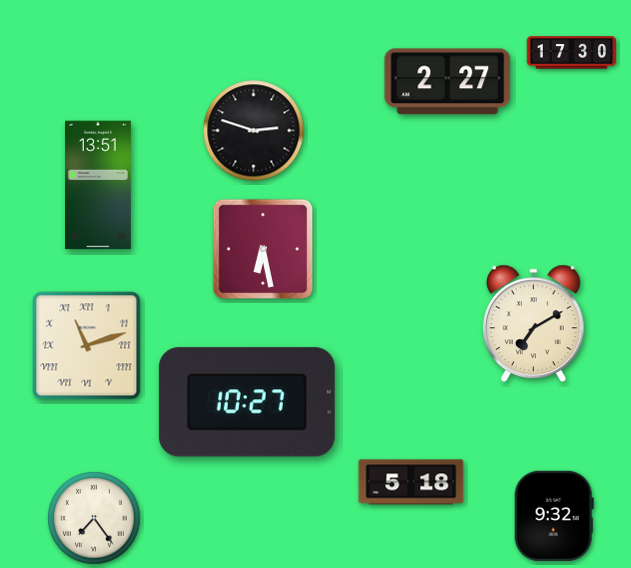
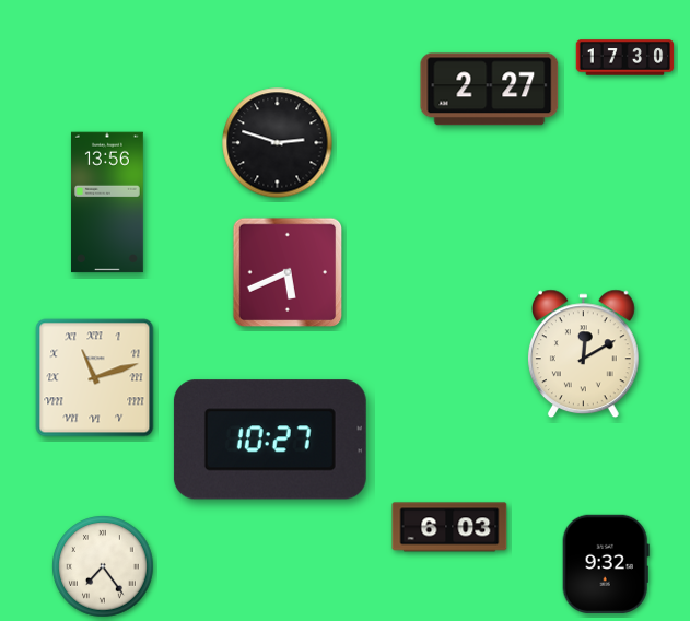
clock at (98, 185): 13:51 -> 13:56
clock at (263, 249): 6:28 -> 5:41
clock at (533, 324): 7:10 -> 12:10
clock at (411, 482): 5:18 -> 6:03
